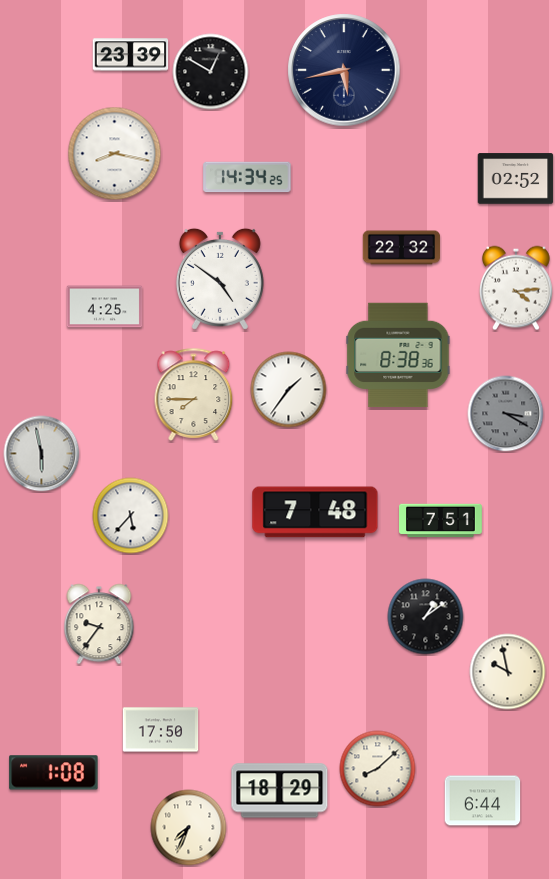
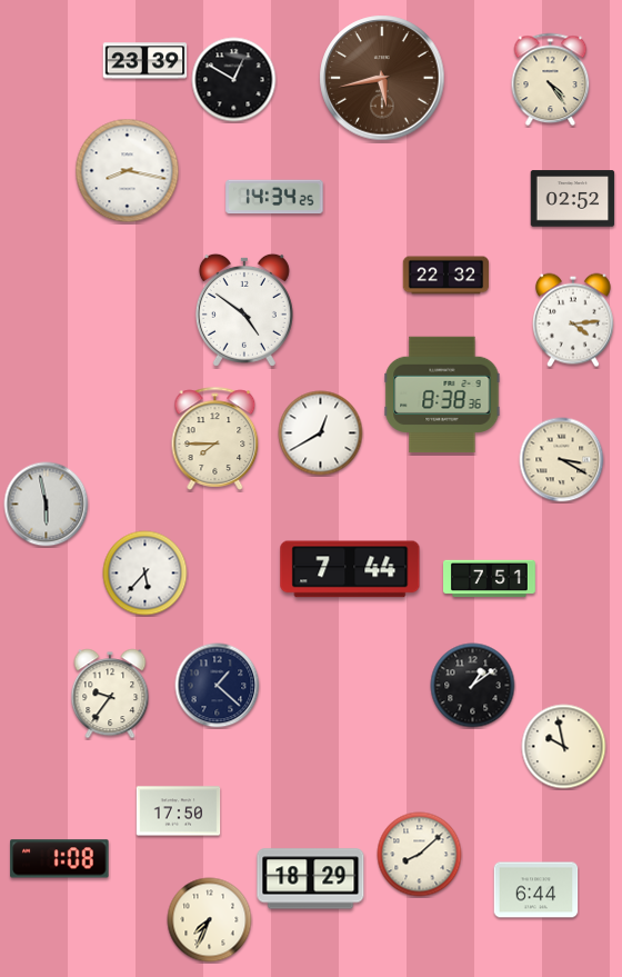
clock at (344, 70) dial: navy -> brown
clock at (551, 80): none -> 4:24
clock at (105, 307): 4:25 -> none
clock at (289, 390): 1:36 -> 12:40
clock at (506, 414) dial: grey -> cream
clock at (315, 512): 7:48 -> 7:44
clock at (218, 686): none -> 1:22
